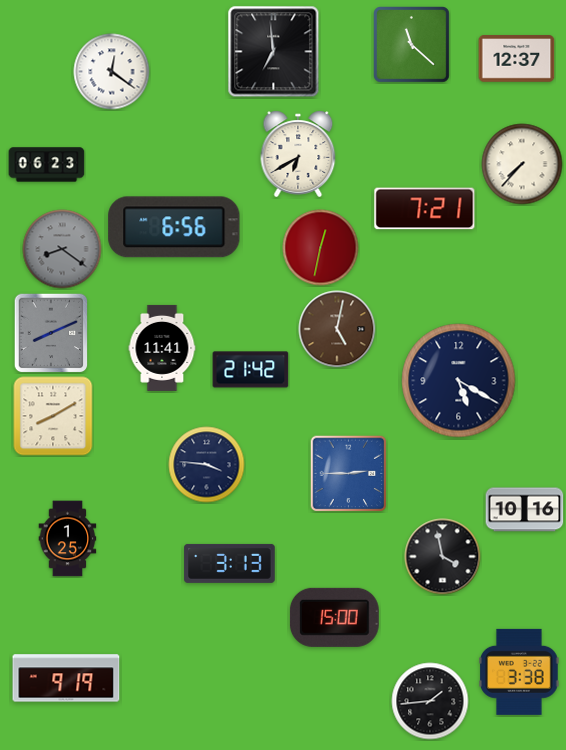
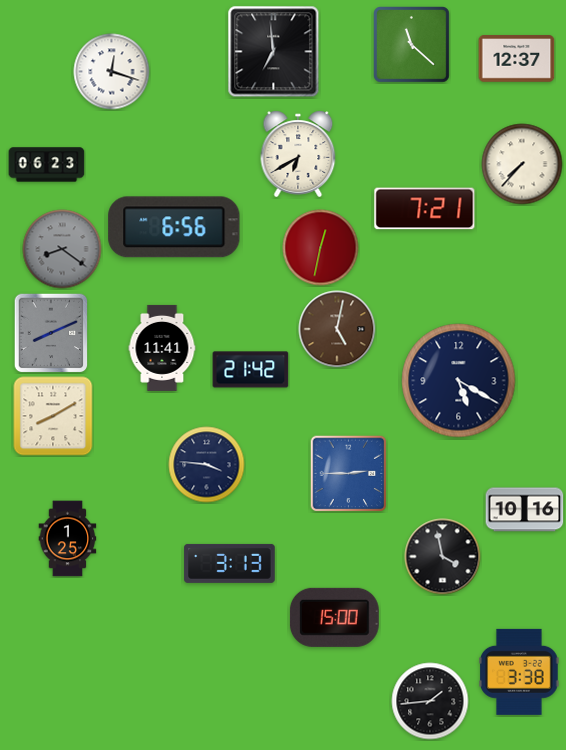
clock at (112, 72): 12:21 -> 12:18
clock at (66, 678): 9:19 -> none
